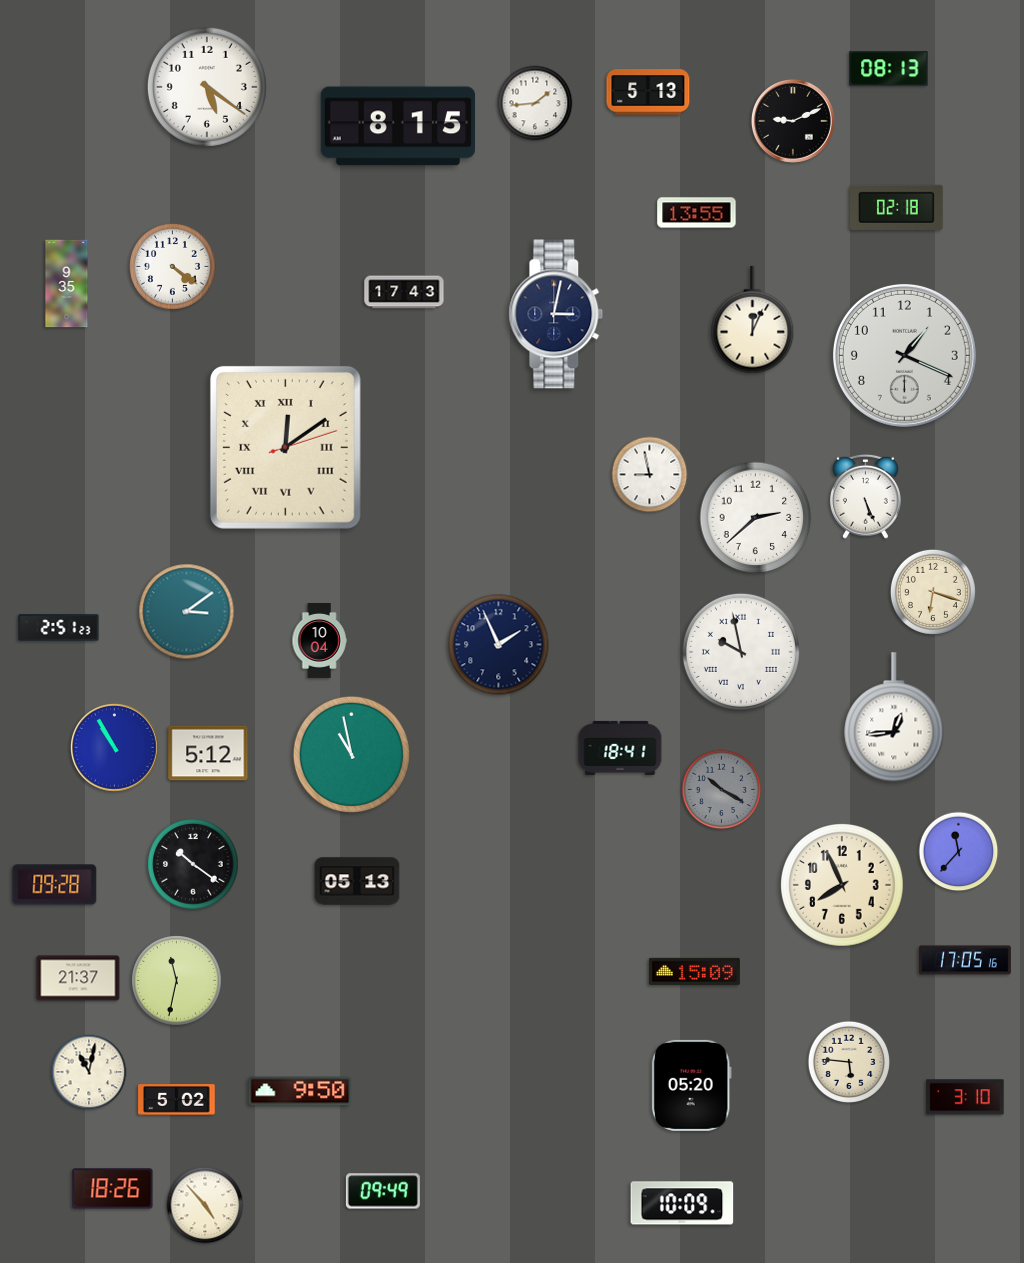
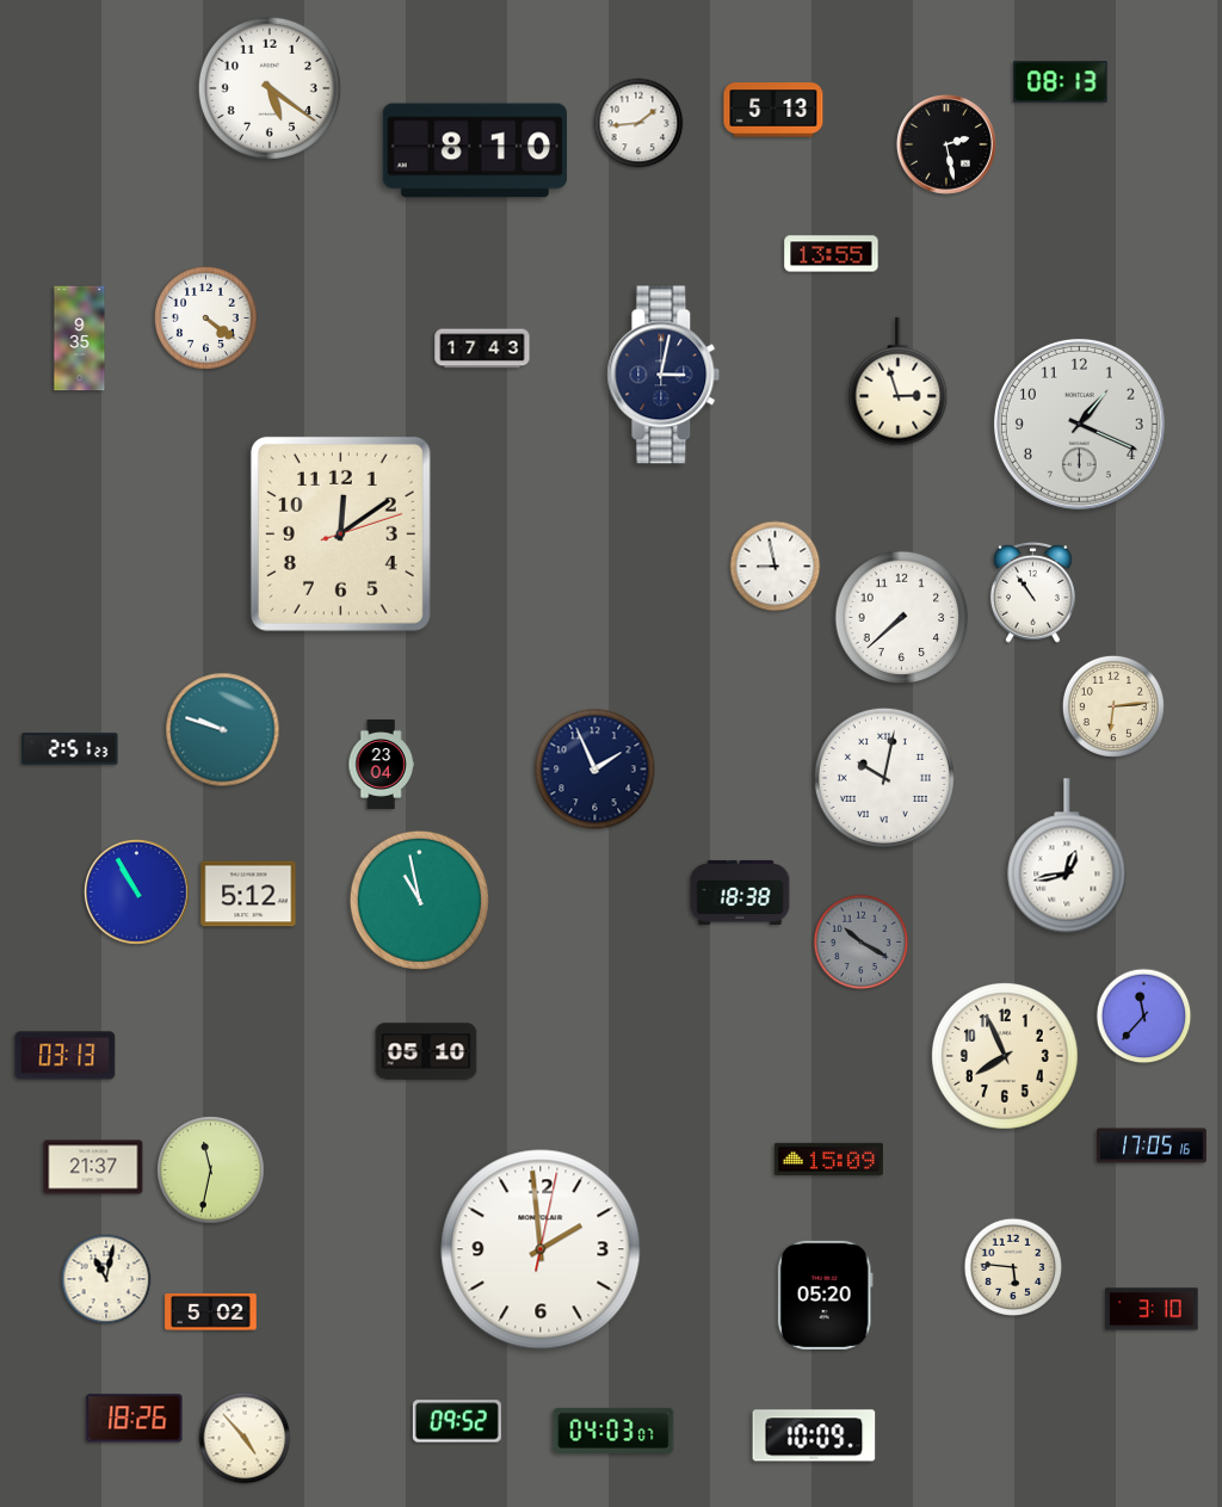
clock at (207, 87) position: (207, 87) -> (270, 88)
clock at (793, 121): 9:11 -> 2:28
clock at (397, 126): 8:15 -> 8:10
clock at (897, 207): 02:18 -> none
clock at (753, 320): 12:04 -> 2:57
clock at (285, 447) numerals: Roman -> Arabic
clock at (865, 496): 5:26 -> 10:54
clock at (756, 518): 2:38 -> 7:38
clock at (933, 592): 6:18 -> 6:14
clock at (187, 612): 3:09 -> 9:48
clock at (319, 641): 10:04 -> 23:04
clock at (741, 652): 9:58 -> 10:02
clock at (894, 717): 12:44 -> 12:43
clock at (620, 748): 18:41 -> 18:38
clock at (208, 753) position: (208, 753) -> (248, 894)
clock at (193, 864): 10:21 -> none
clock at (357, 881): 05:13 -> 05:10
clock at (55, 885): 09:28 -> 03:13
clock at (541, 1249): none -> 1:59
clock at (300, 1091): 9:50 -> none
clock at (383, 1191): 09:49 -> 09:52
clock at (613, 1431): none -> 04:03
